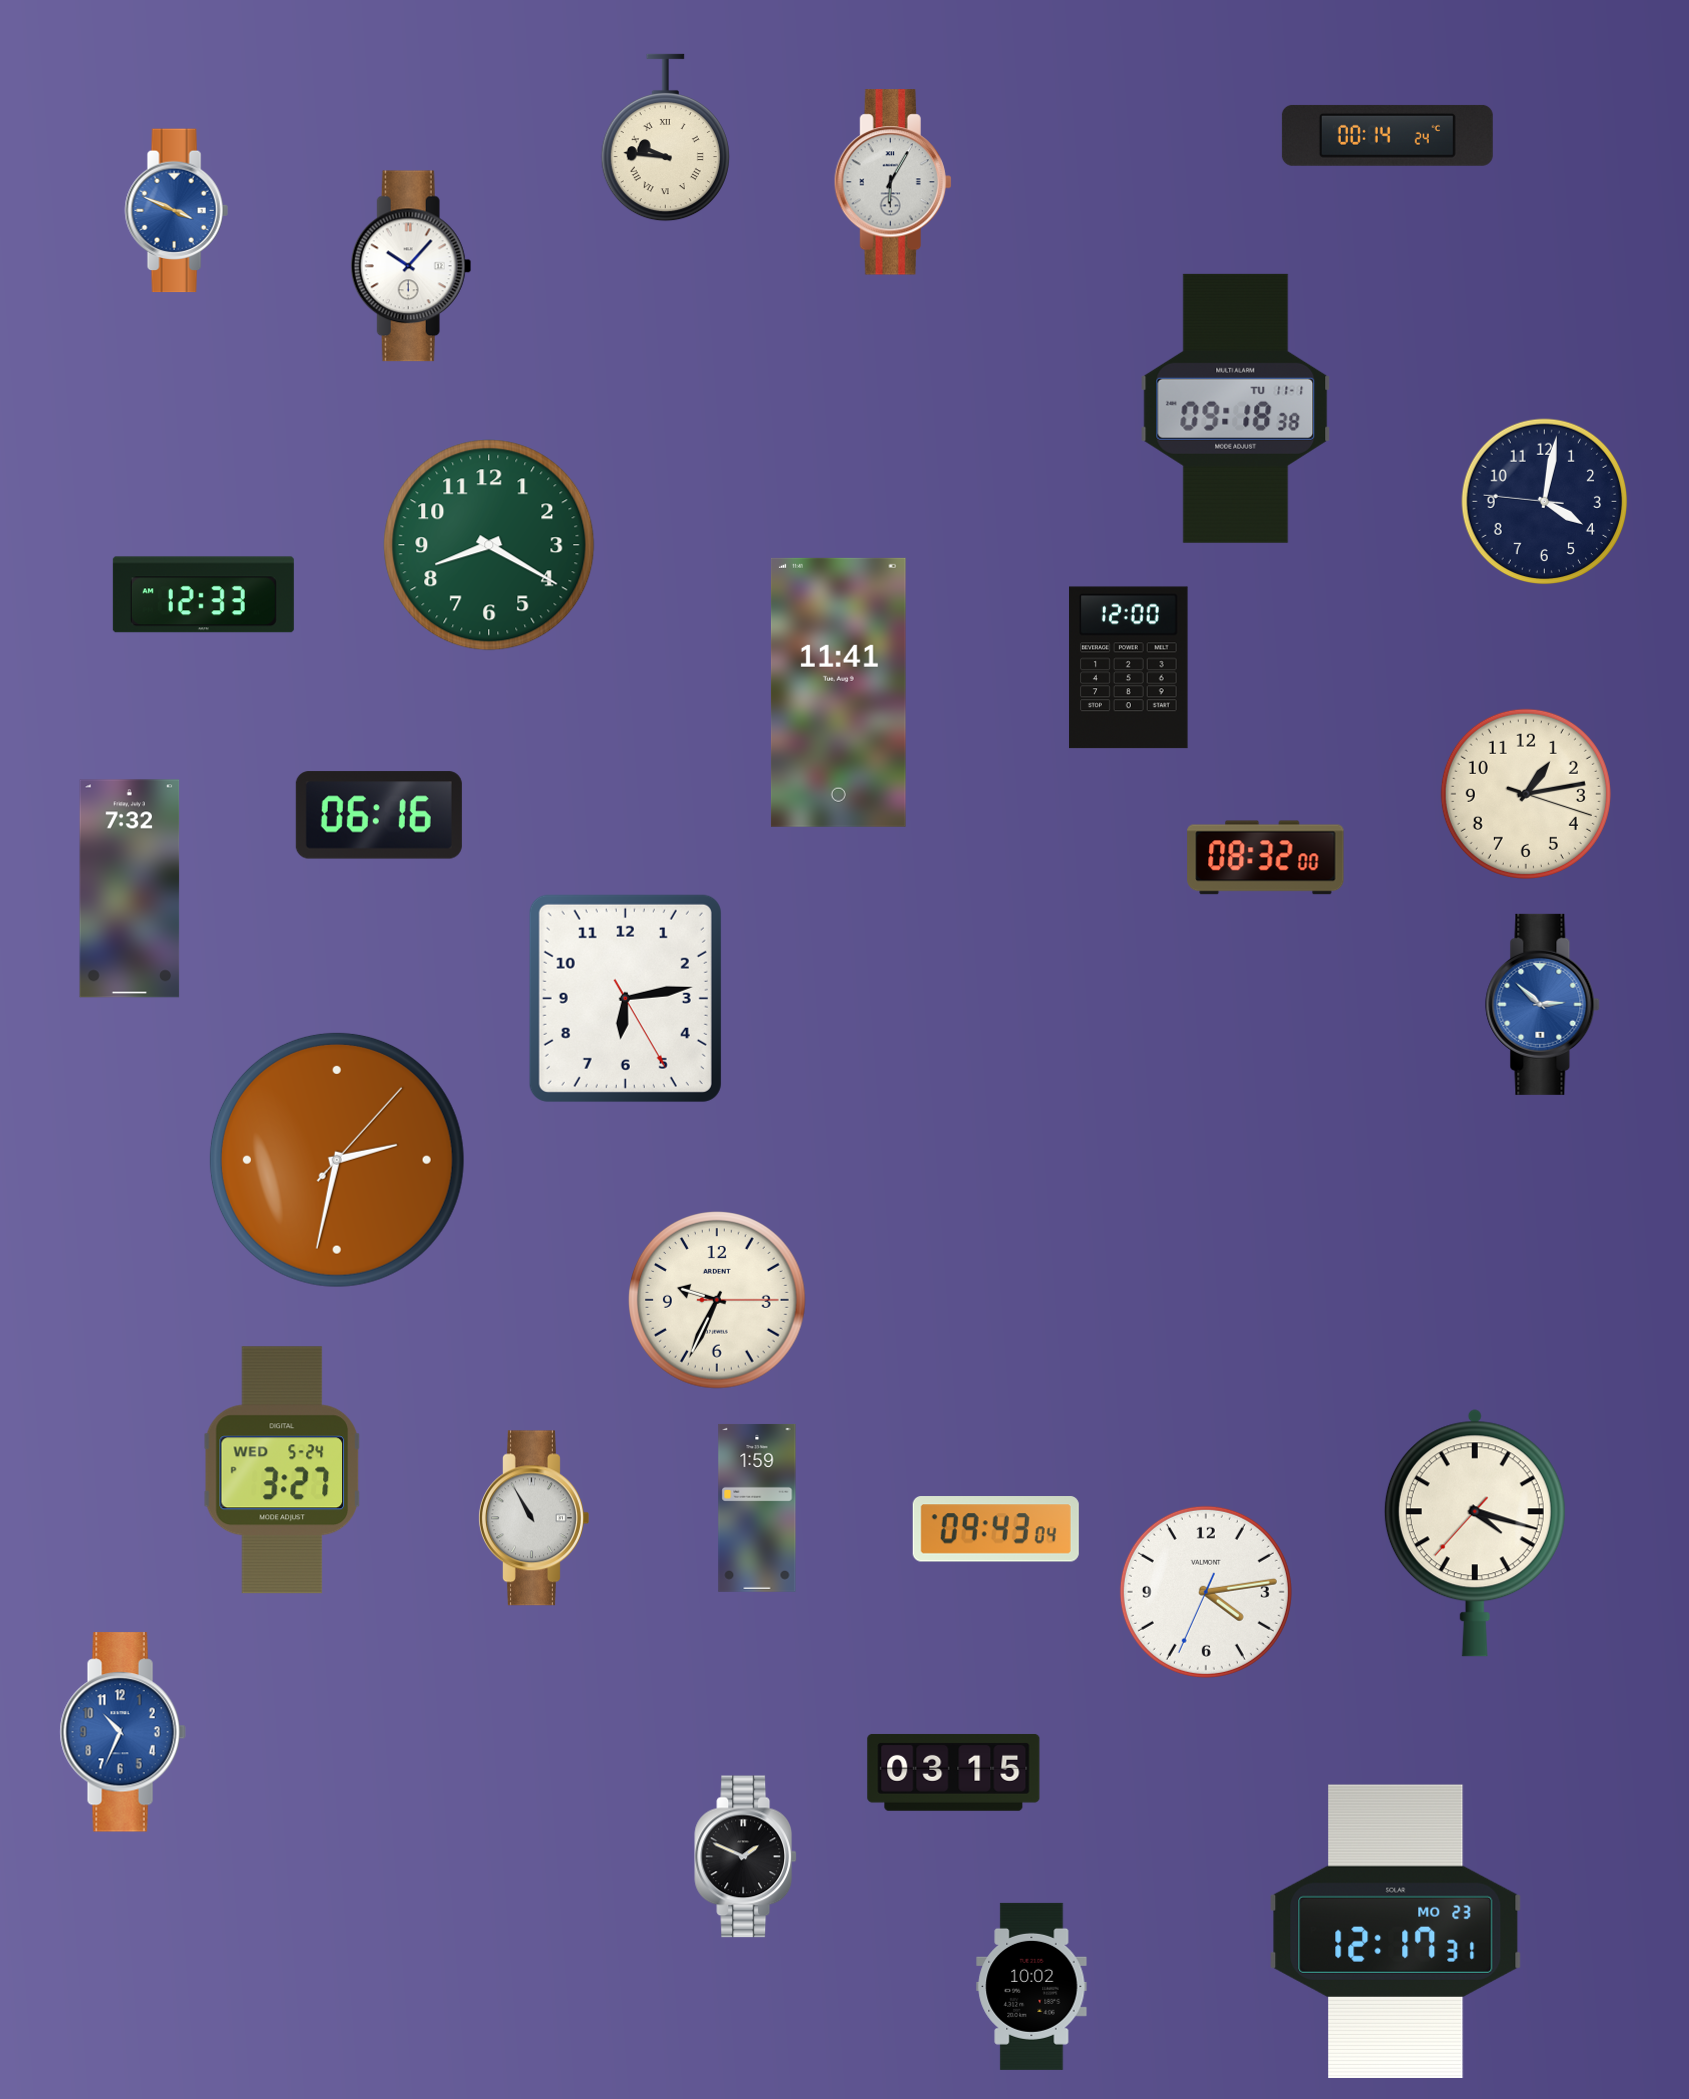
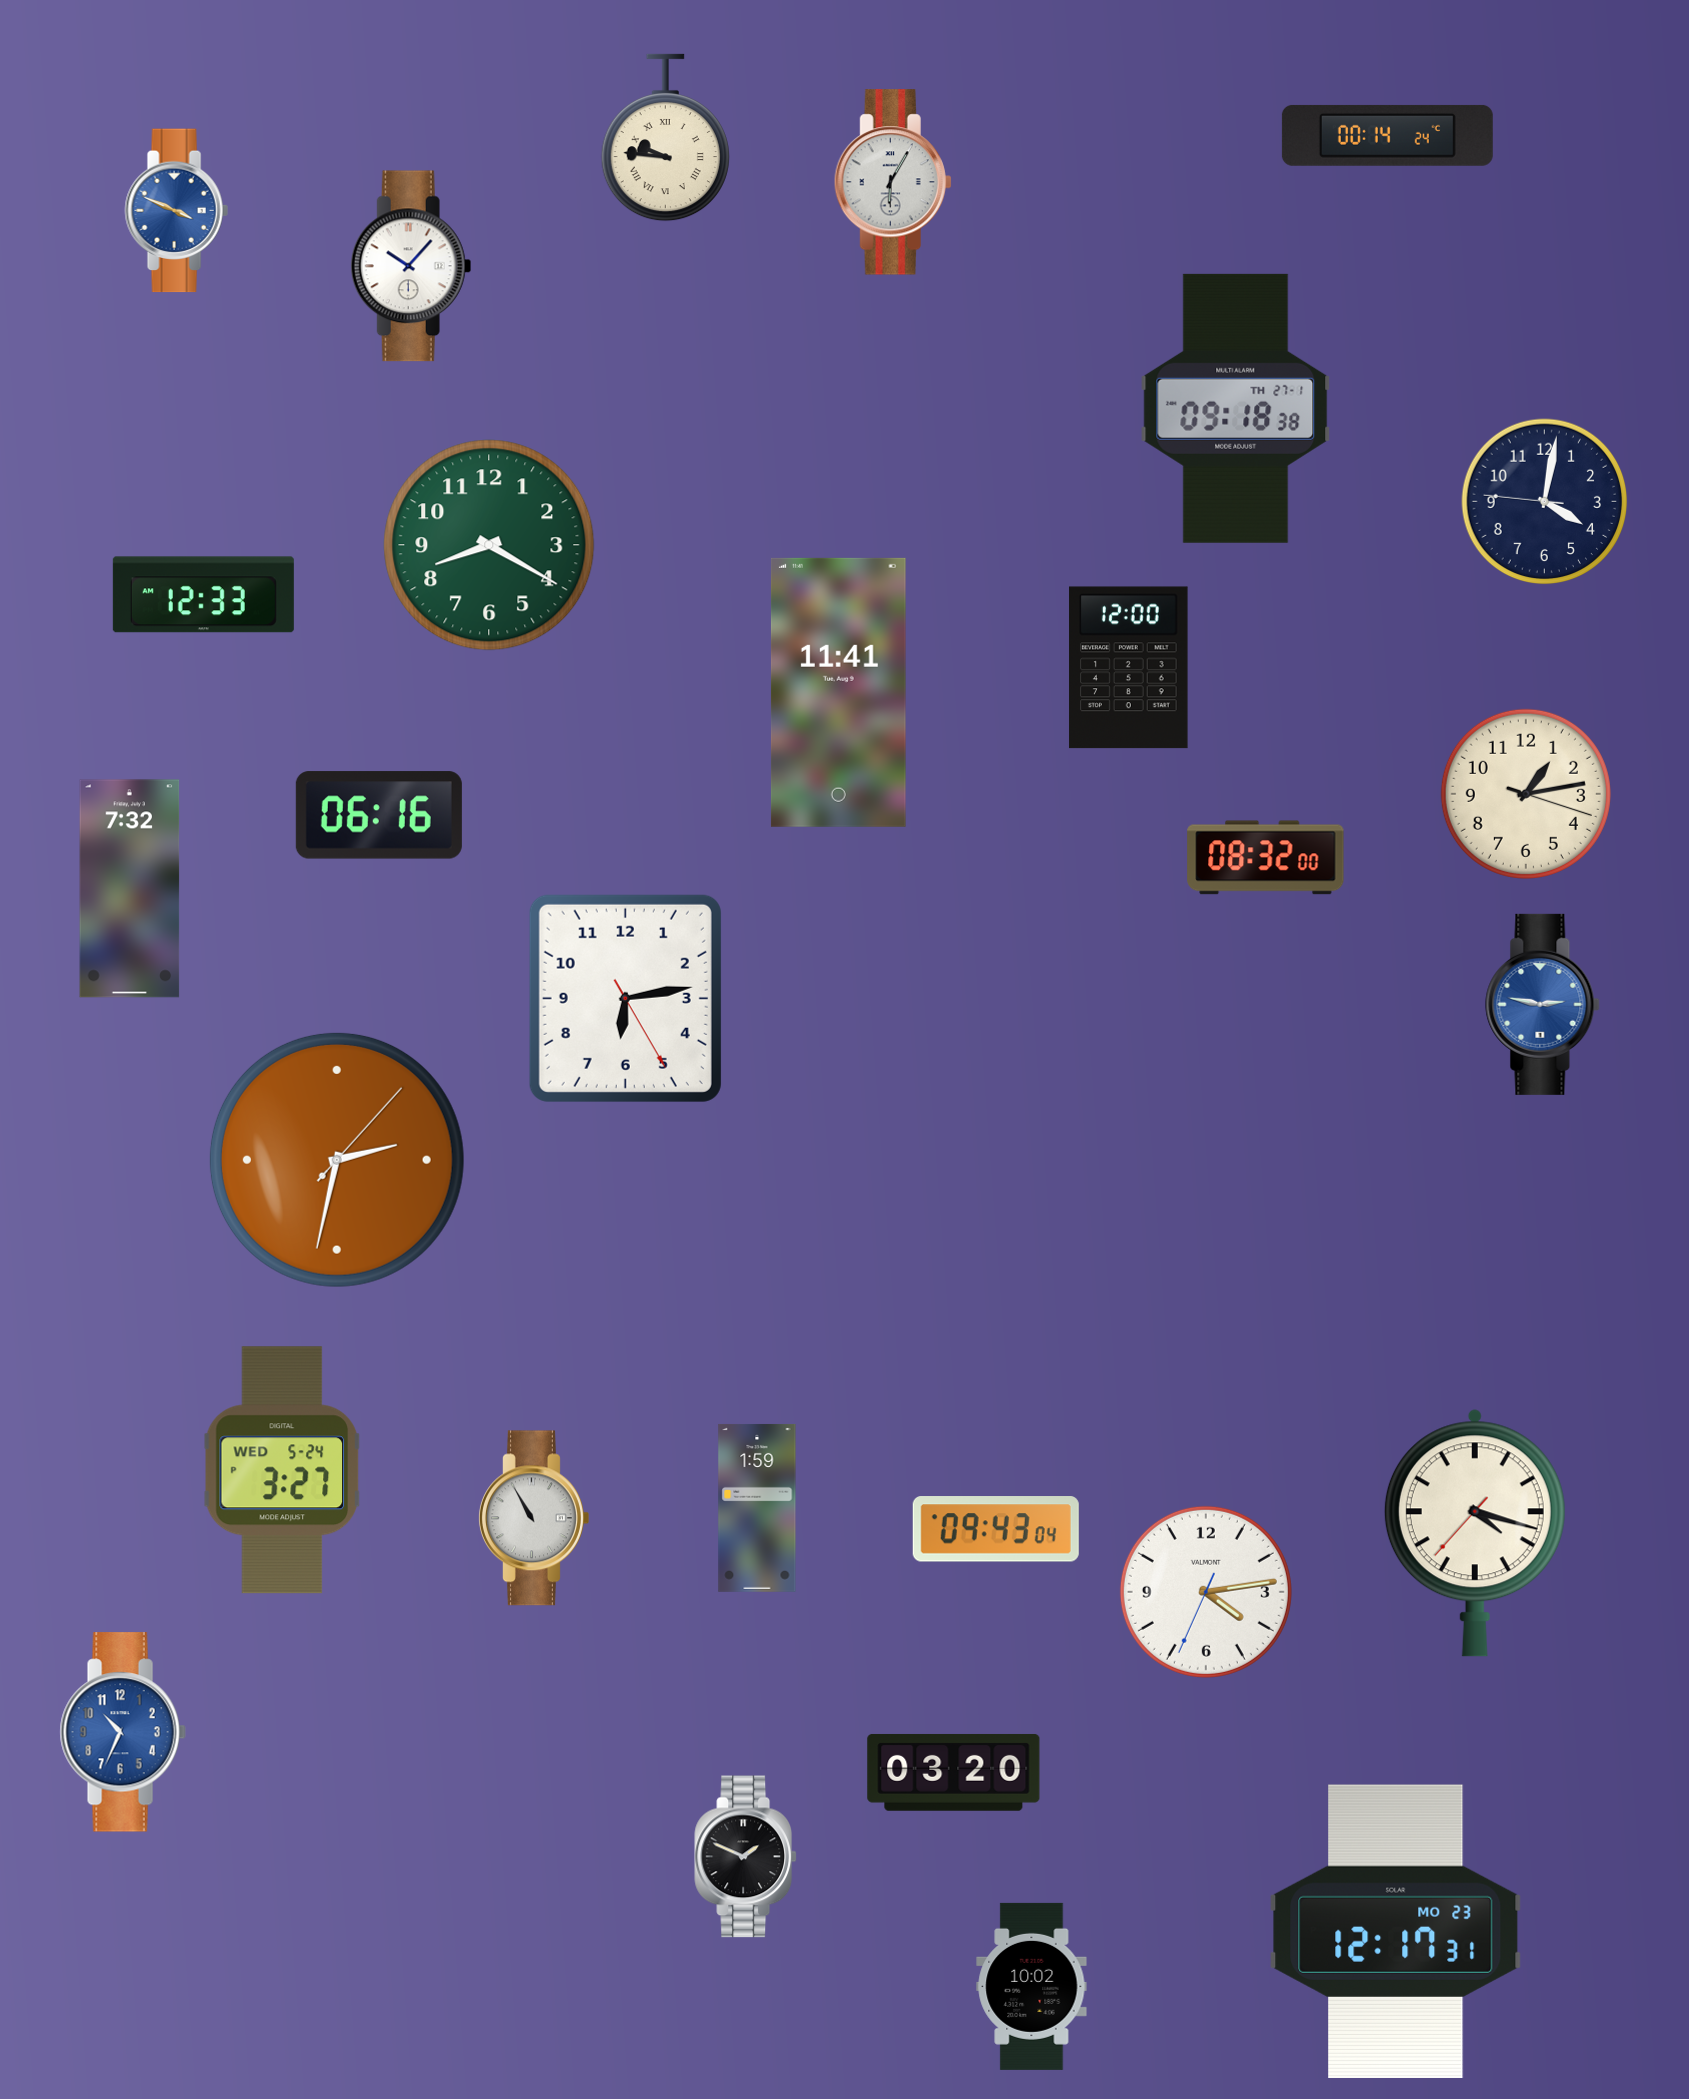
clock at (1236, 408) date: TU 11-1 -> TH 27-1
clock at (1543, 1004): 2:52 -> 2:47
clock at (718, 1301): 9:34 -> none
clock at (954, 1772): 03:15 -> 03:20
